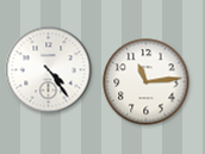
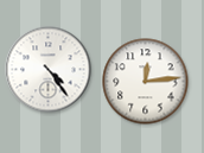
clock at (147, 82): 11:14 -> 12:14
